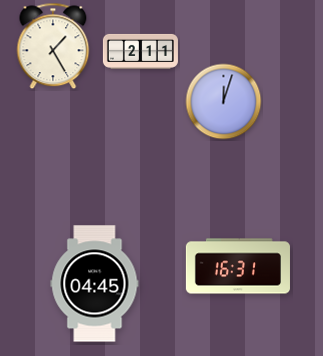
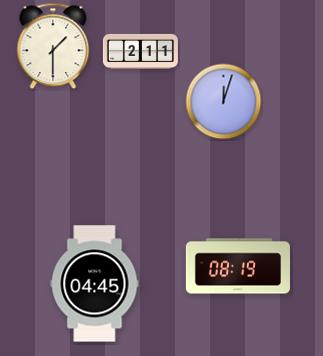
clock at (53, 46): 1:25 -> 1:30
clock at (238, 266): 16:31 -> 08:19
